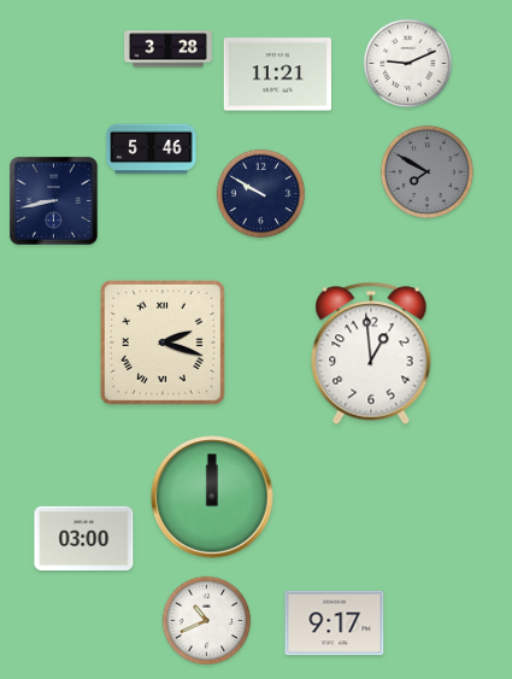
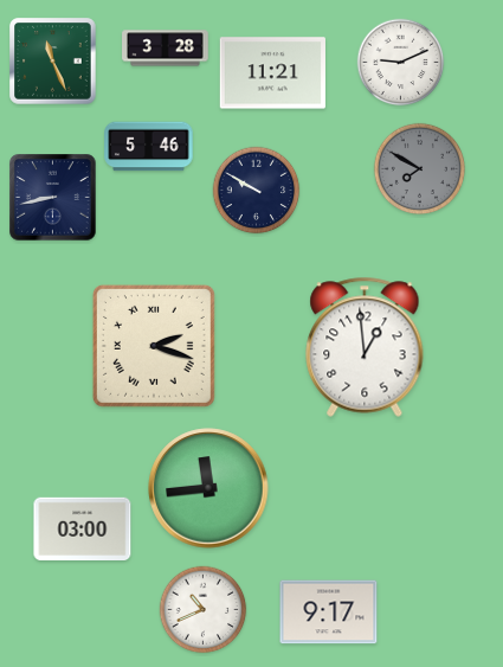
clock at (53, 62): none -> 11:26
clock at (163, 343) position: (163, 343) -> (154, 346)
clock at (212, 497): 12:00 -> 11:44
